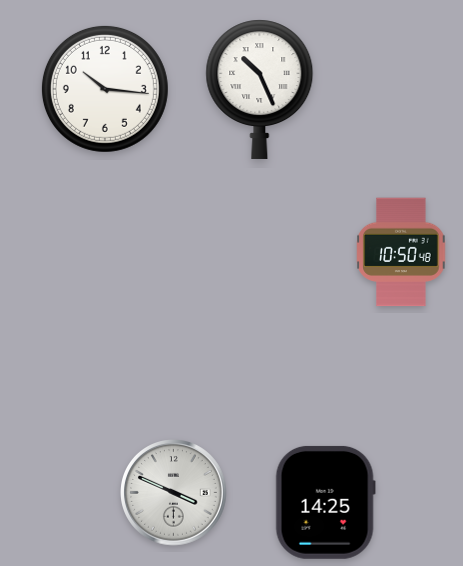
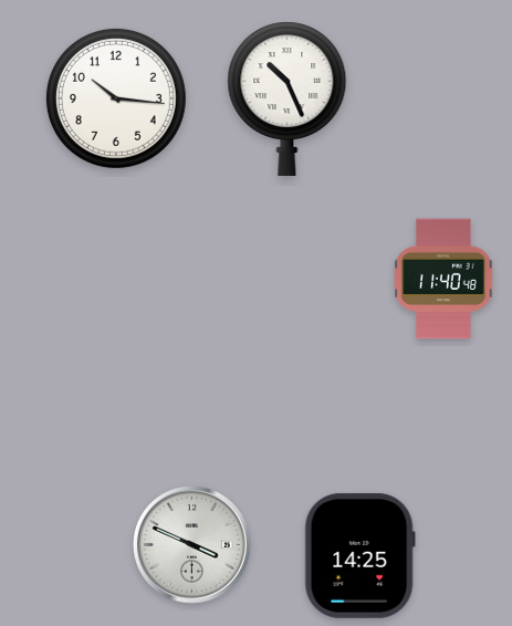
clock at (401, 252): 10:50 -> 11:40
